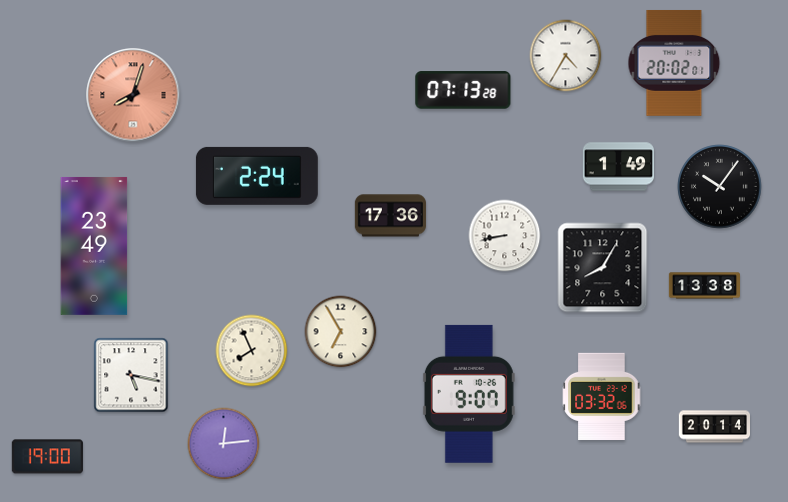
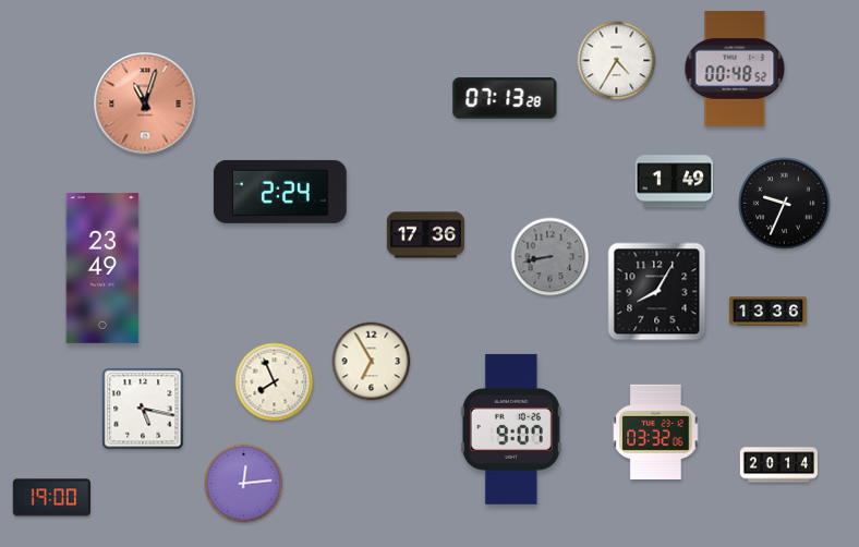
clock at (674, 63): 20:02 -> 00:48
clock at (133, 95): 8:03 -> 11:03
clock at (720, 187): 10:06 -> 9:34
clock at (505, 236) dial: white -> grey
clock at (704, 286): 13:38 -> 13:36
